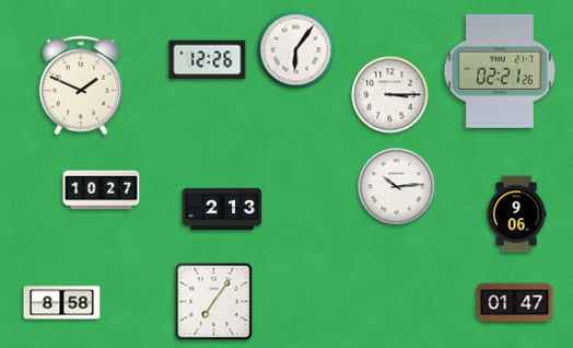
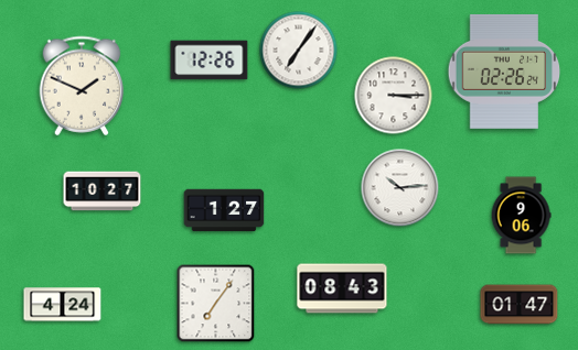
clock at (296, 50): 6:06 -> 7:06
clock at (500, 71): 02:21 -> 02:26
clock at (222, 209): 2:13 -> 1:27
clock at (342, 288): none -> 08:43
clock at (62, 303): 8:58 -> 4:24
